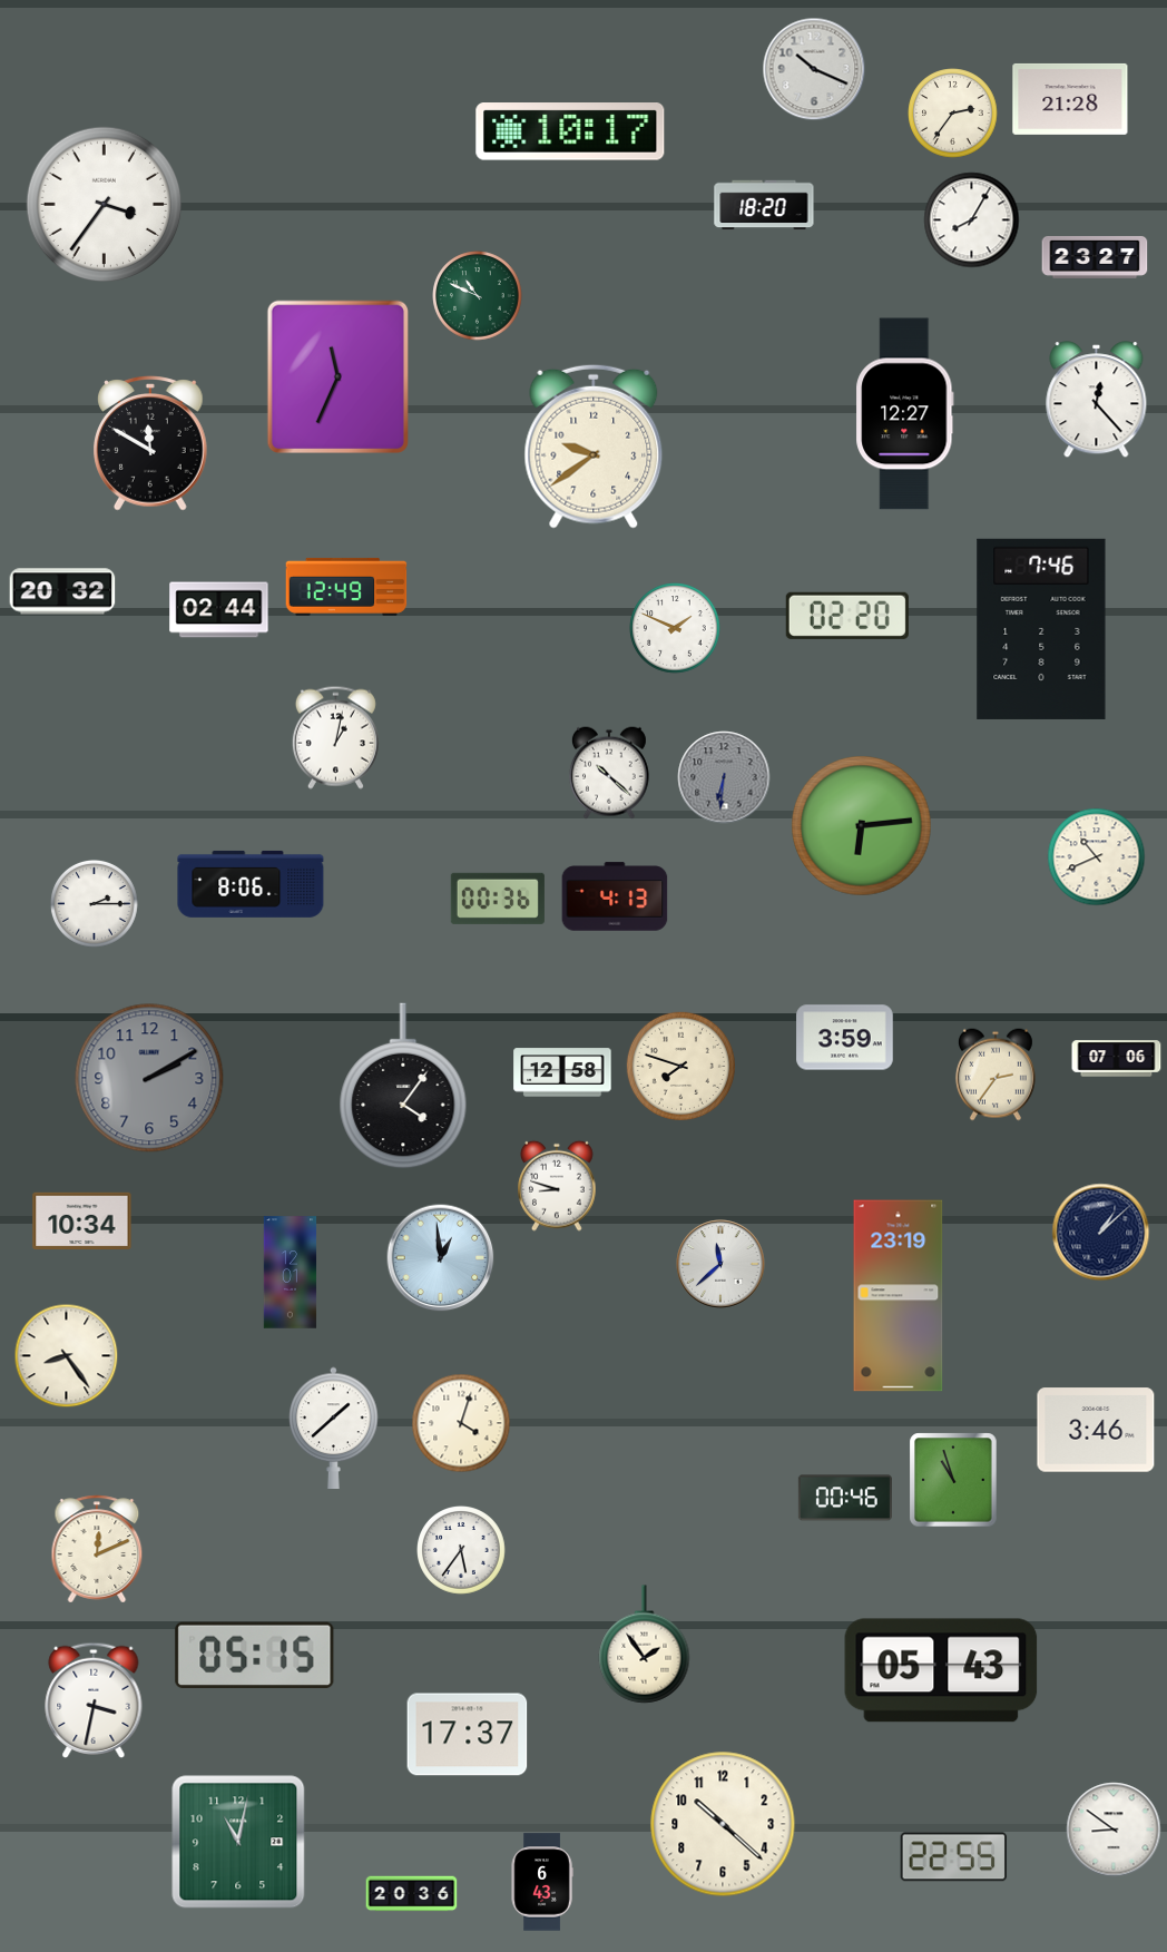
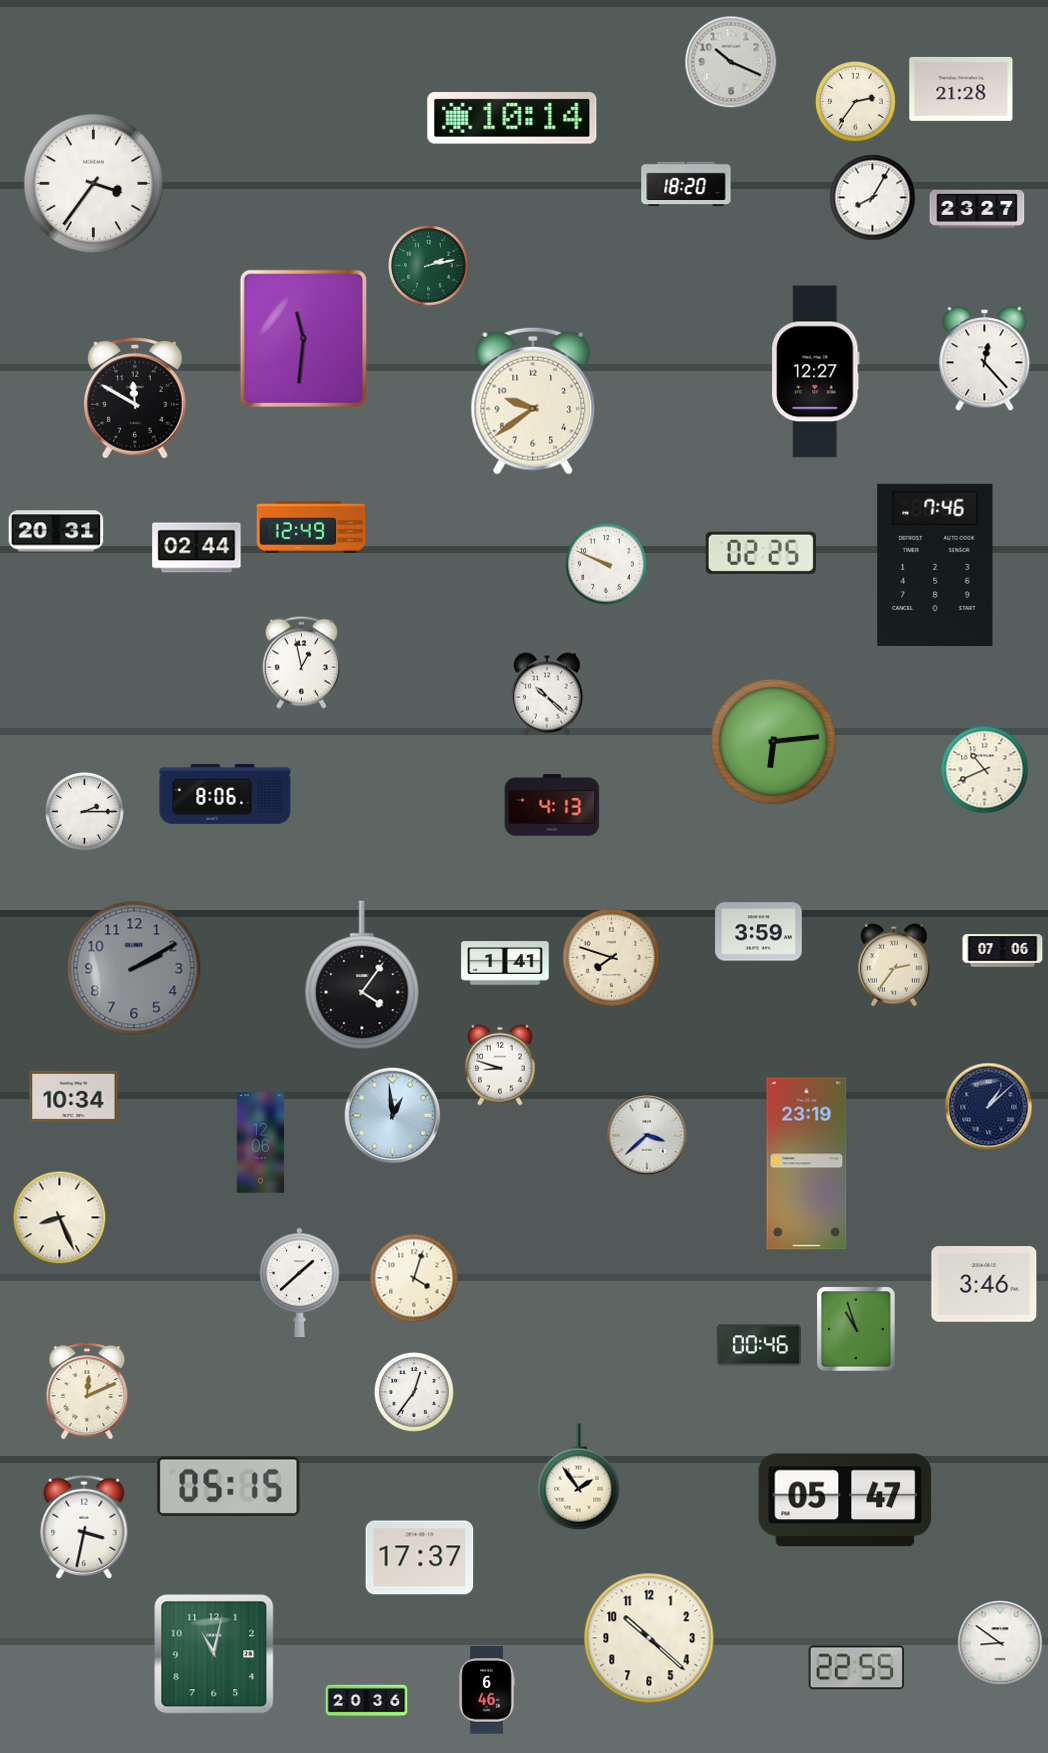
clock at (570, 131): 10:17 -> 10:14
clock at (1095, 257) position: (1095, 257) -> (977, 209)
clock at (478, 296): 10:49 -> 2:13
clock at (337, 376): 11:34 -> 11:31
clock at (905, 414) position: (905, 414) -> (816, 372)
clock at (62, 591): 20:32 -> 20:31
clock at (847, 616): 02:20 -> 02:25
clock at (675, 628): 1:49 -> 9:49
clock at (335, 737): 1:02 -> 12:58
clock at (724, 777): 6:31 -> none
clock at (498, 899): 00:36 -> none
clock at (562, 1072): 12:58 -> 1:41
clock at (441, 1258) position: (441, 1258) -> (393, 1116)
clock at (720, 1264): 11:38 -> 3:38
clock at (291, 1273): 12:01 -> 12:06
clock at (67, 1356): 8:24 -> 8:26
clock at (462, 1551): 5:36 -> 12:36
clock at (941, 1670): 05:43 -> 05:47
clock at (542, 1882): 6:43 -> 6:46
clock at (412, 1894) position: (412, 1894) -> (367, 1701)
